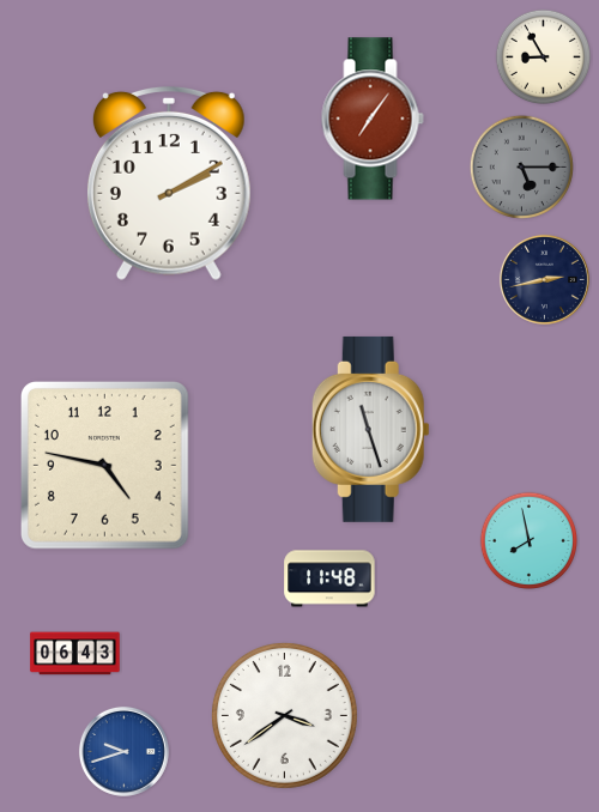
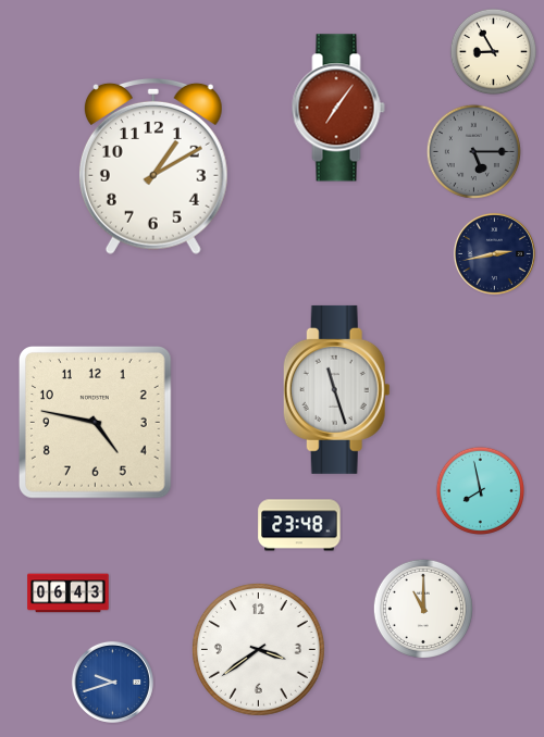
clock at (169, 183): 2:10 -> 1:10
clock at (329, 578): 11:48 -> 23:48
clock at (423, 609): none -> 11:00
